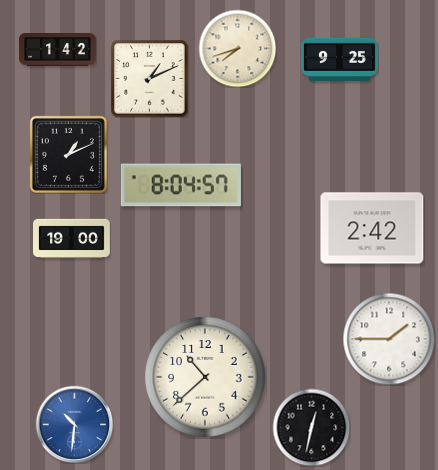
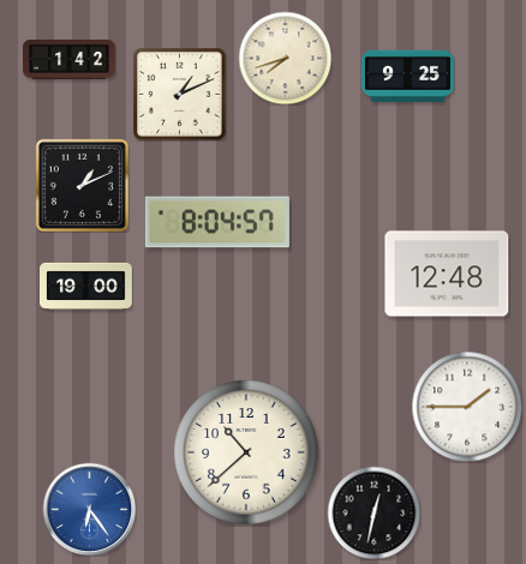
clock at (340, 59) position: (340, 59) -> (408, 76)
clock at (372, 228): 2:42 -> 12:48
clock at (74, 424): 10:31 -> 6:24
